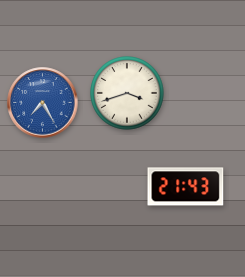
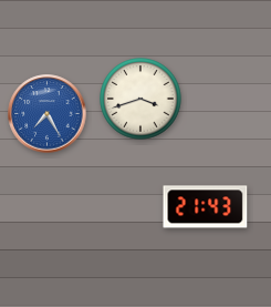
clock at (127, 93) position: (127, 93) -> (140, 99)
